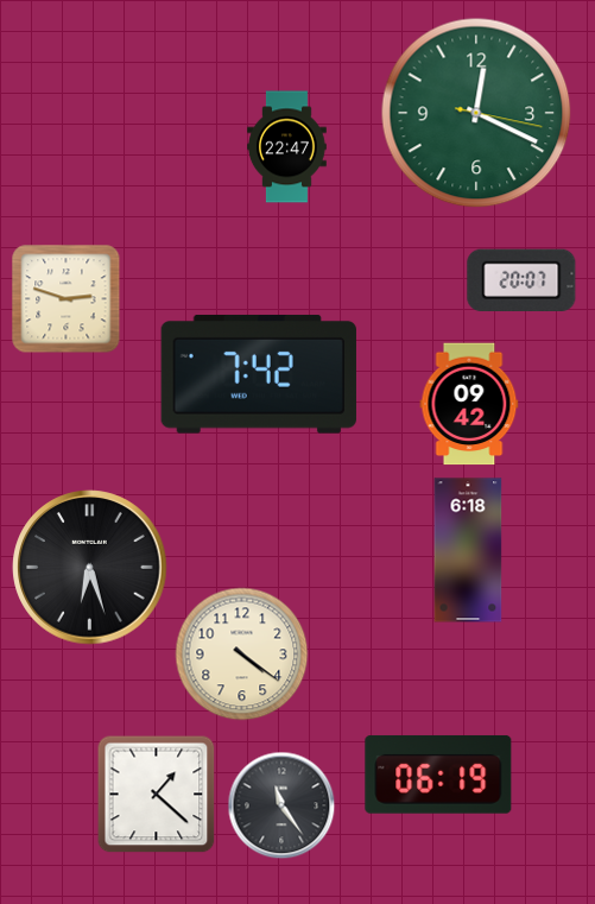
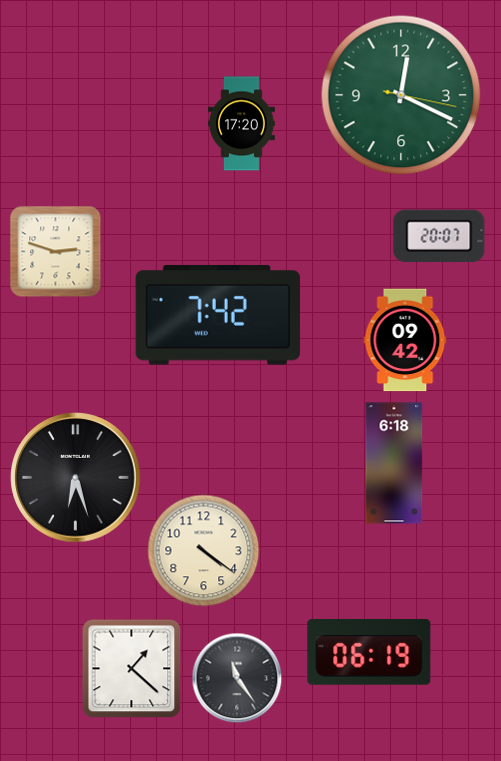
clock at (287, 147): 22:47 -> 17:20
clock at (469, 404) position: (469, 404) -> (405, 340)
